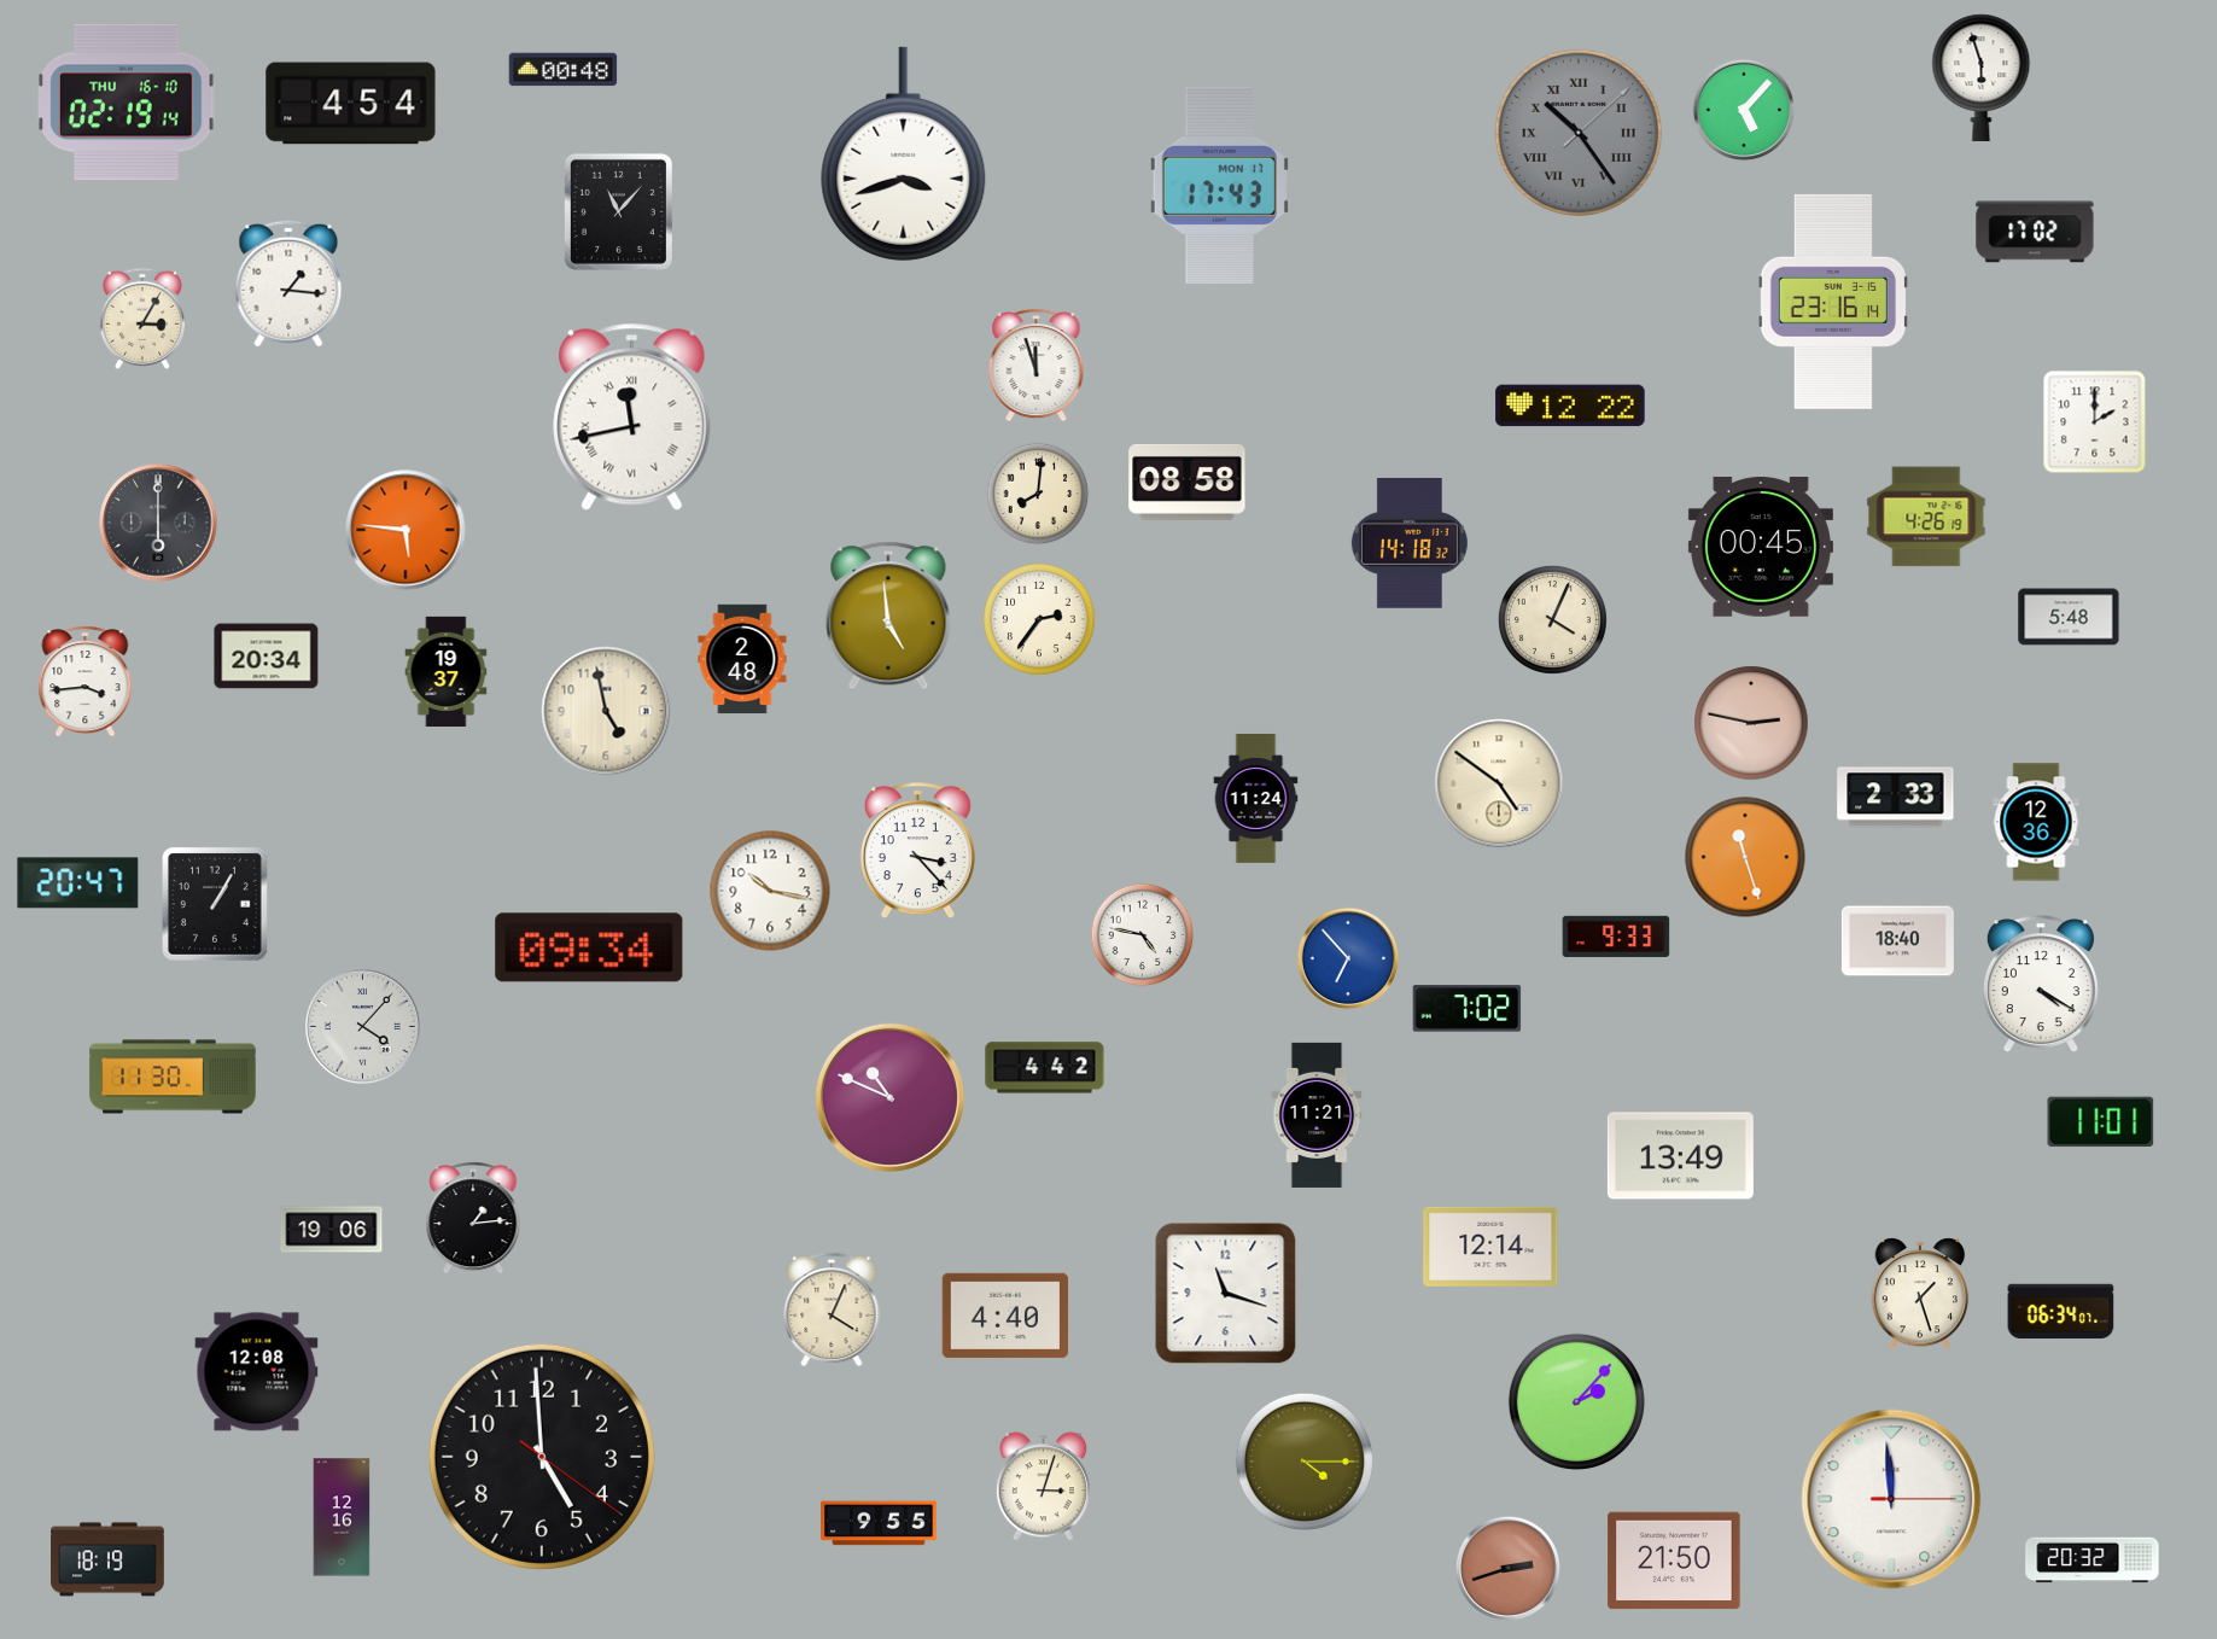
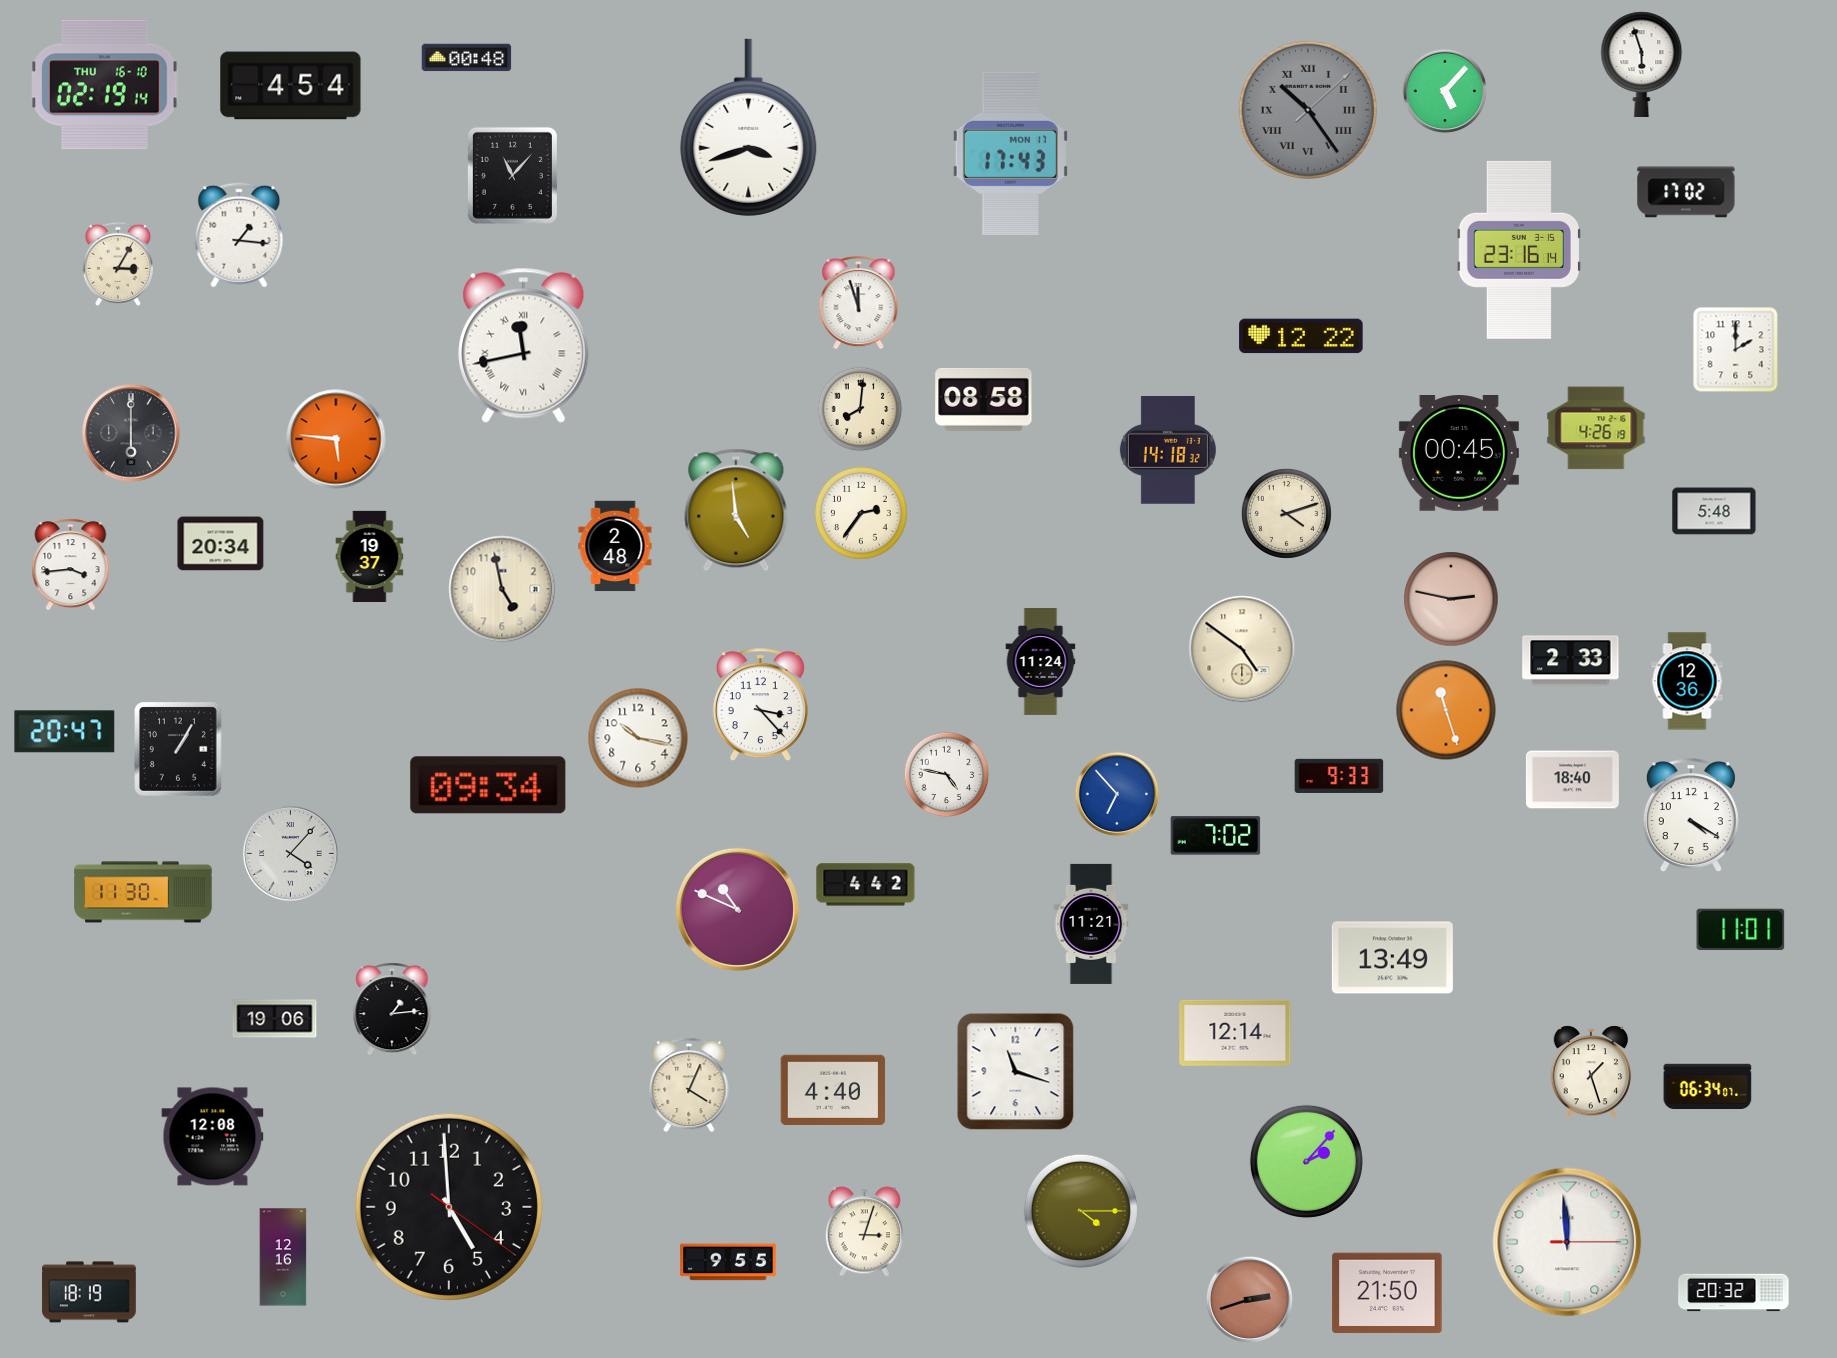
clock at (1552, 619): 4:04 -> 4:12
clock at (363, 1027) position: (363, 1027) -> (291, 854)
